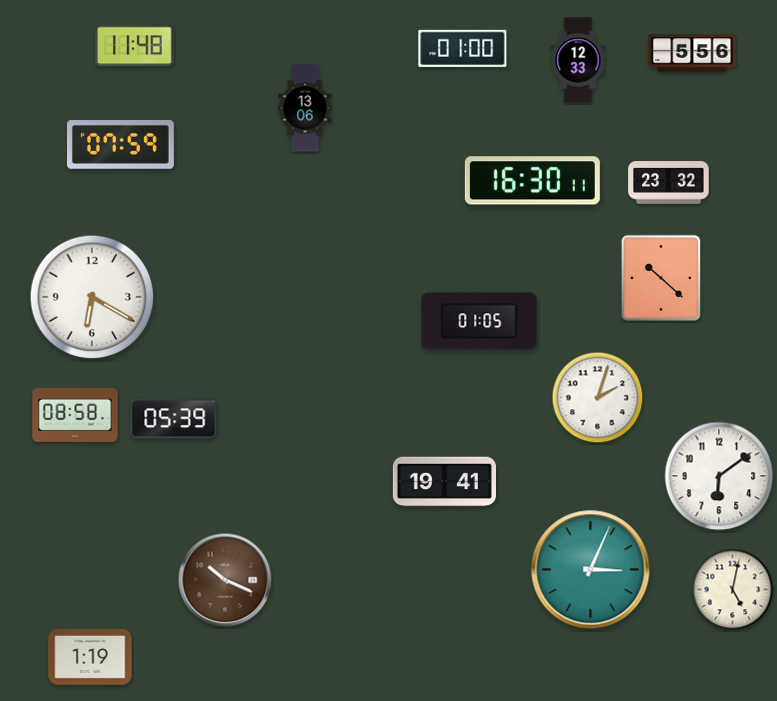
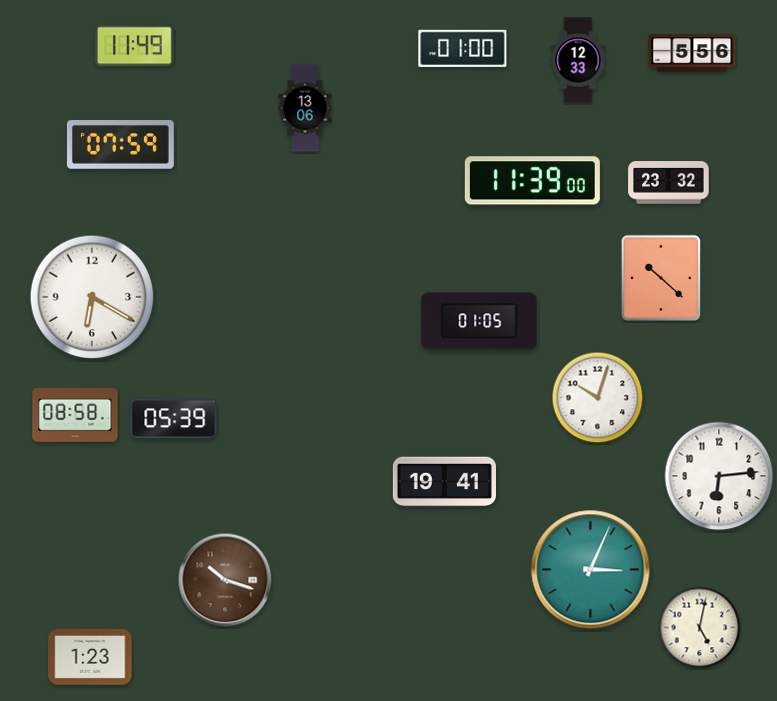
clock at (135, 46): 11:48 -> 11:49
clock at (532, 181): 16:30 -> 11:39
clock at (598, 398): 2:03 -> 10:03
clock at (719, 476): 6:09 -> 6:14
clock at (225, 580): 10:19 -> 10:18
clock at (733, 590) position: (733, 590) -> (700, 628)
clock at (90, 658): 1:19 -> 1:23
